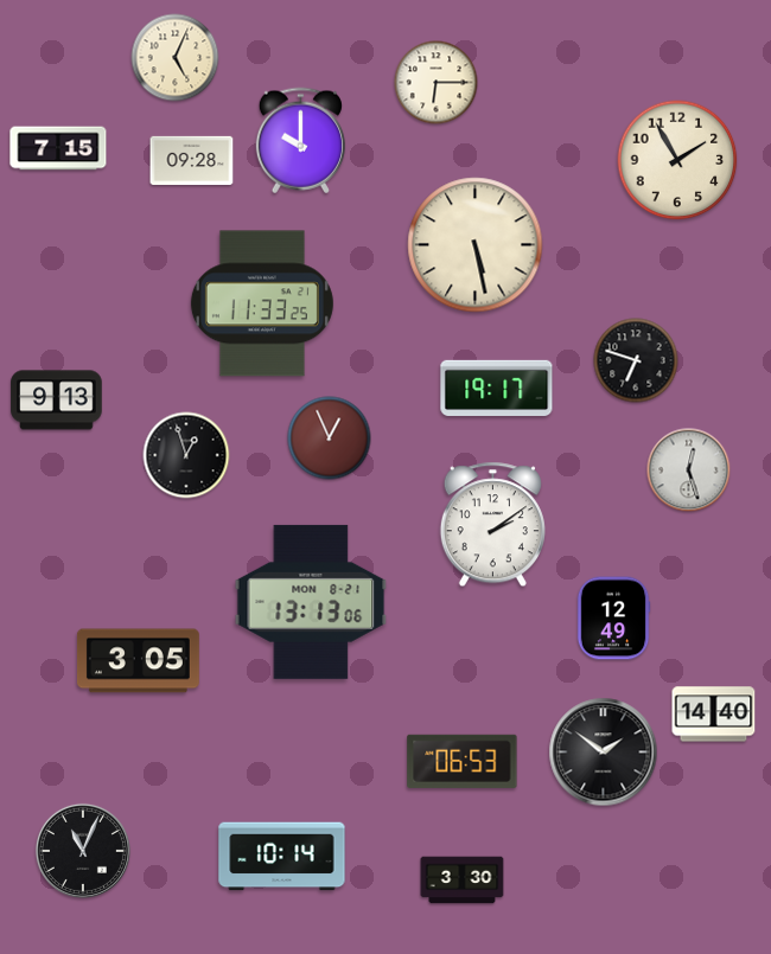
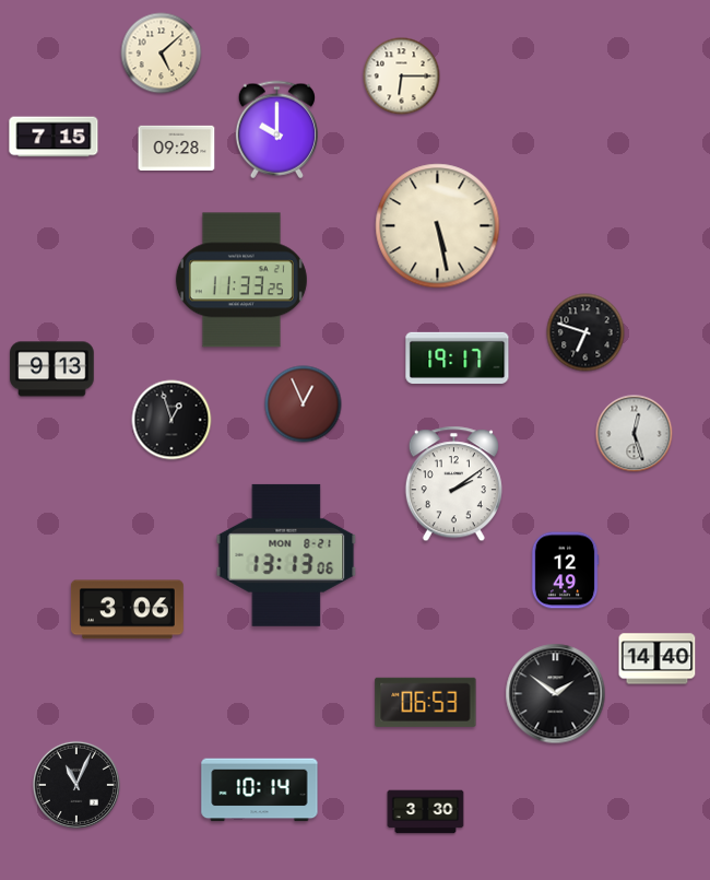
clock at (176, 58): 5:04 -> 5:08
clock at (677, 160): 1:55 -> none
clock at (138, 661): 3:05 -> 3:06
